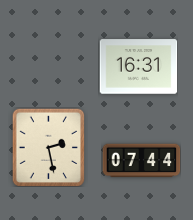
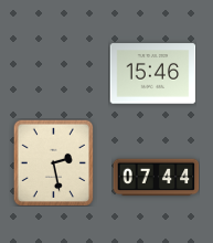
clock at (138, 67): 16:31 -> 15:46
